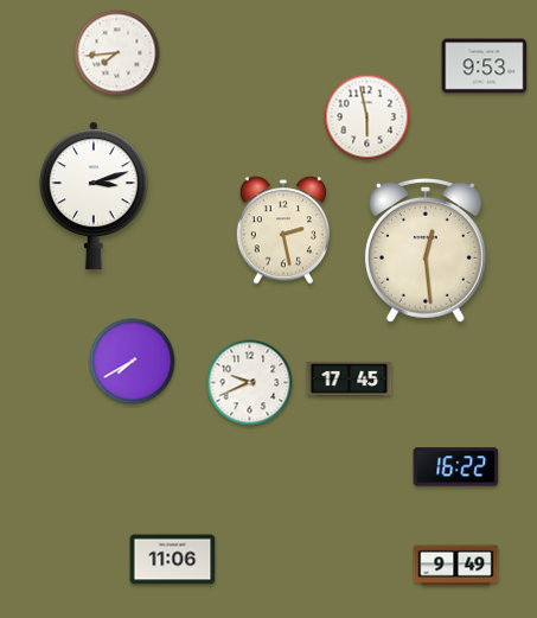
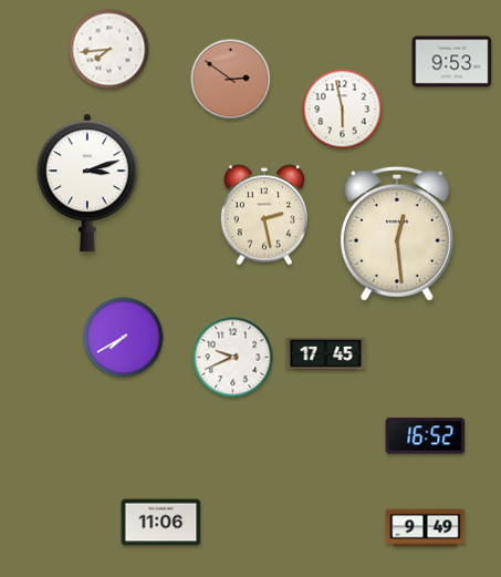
clock at (231, 80): none -> 2:51
clock at (456, 467): 16:22 -> 16:52
